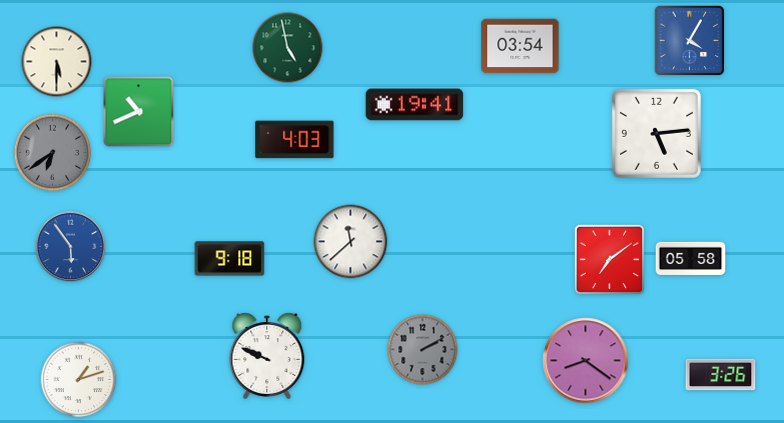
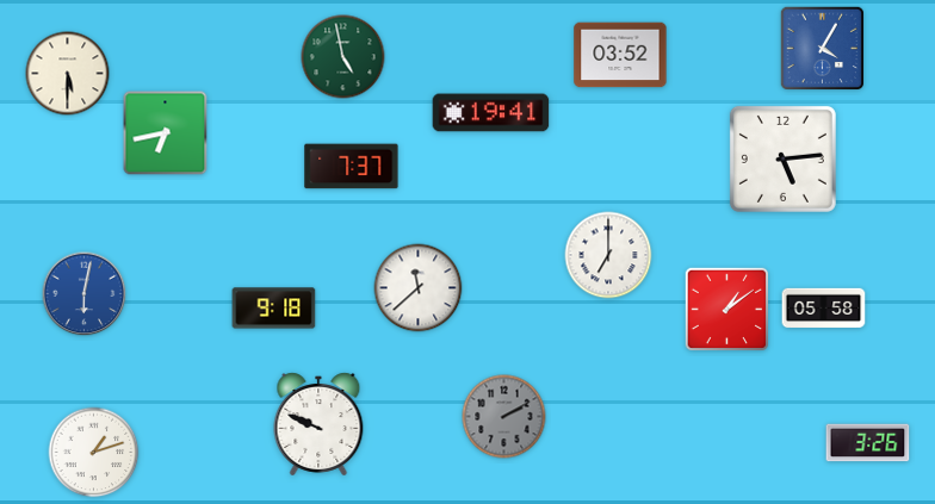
clock at (520, 46): 03:54 -> 03:52
clock at (415, 105) position: (415, 105) -> (491, 113)
clock at (139, 112): 10:41 -> 6:43
clock at (295, 140): 4:03 -> 7:37
clock at (53, 153): 6:39 -> none
clock at (608, 255): none -> 7:00
clock at (71, 247): 5:54 -> 6:02
clock at (609, 259): 7:09 -> 1:09
clock at (586, 361): 8:21 -> none
clock at (721, 375) position: (721, 375) -> (868, 443)
